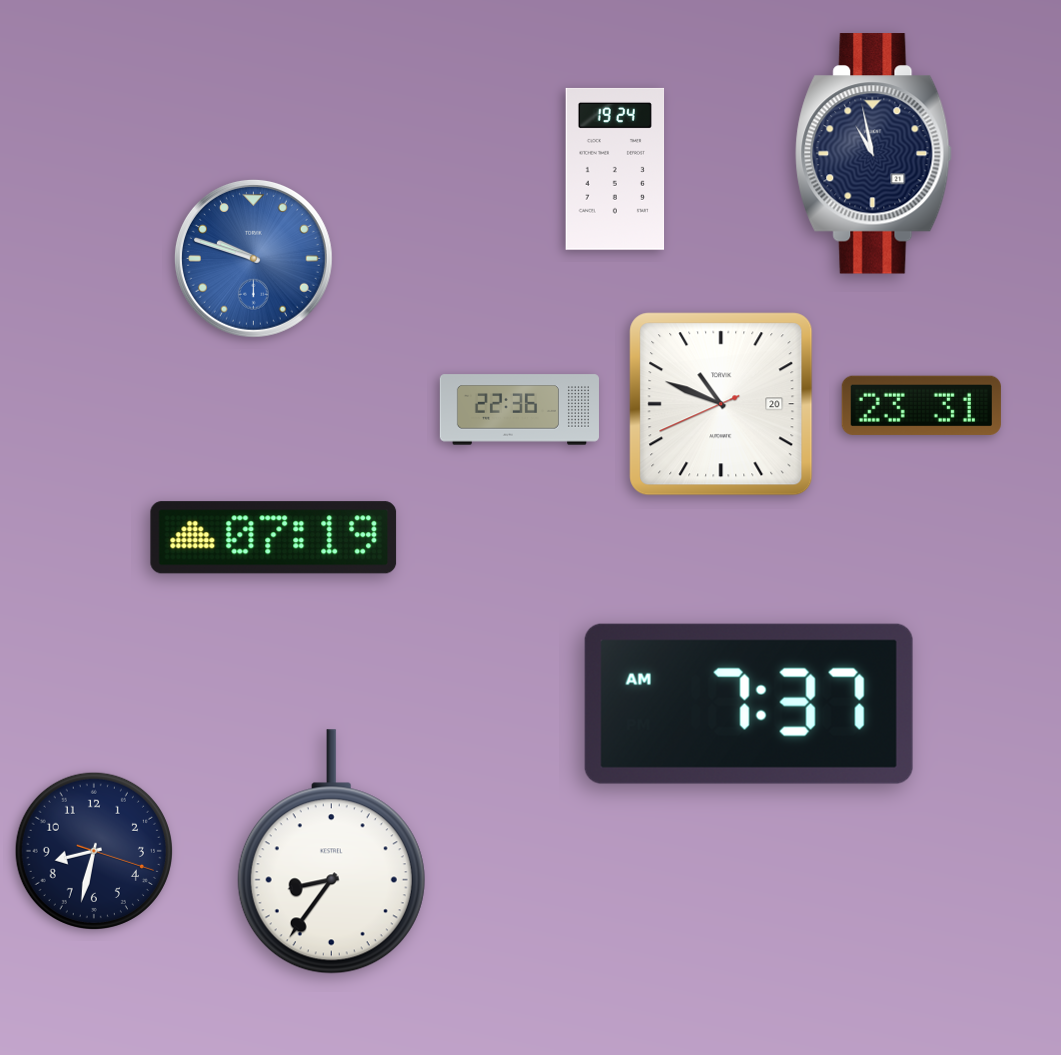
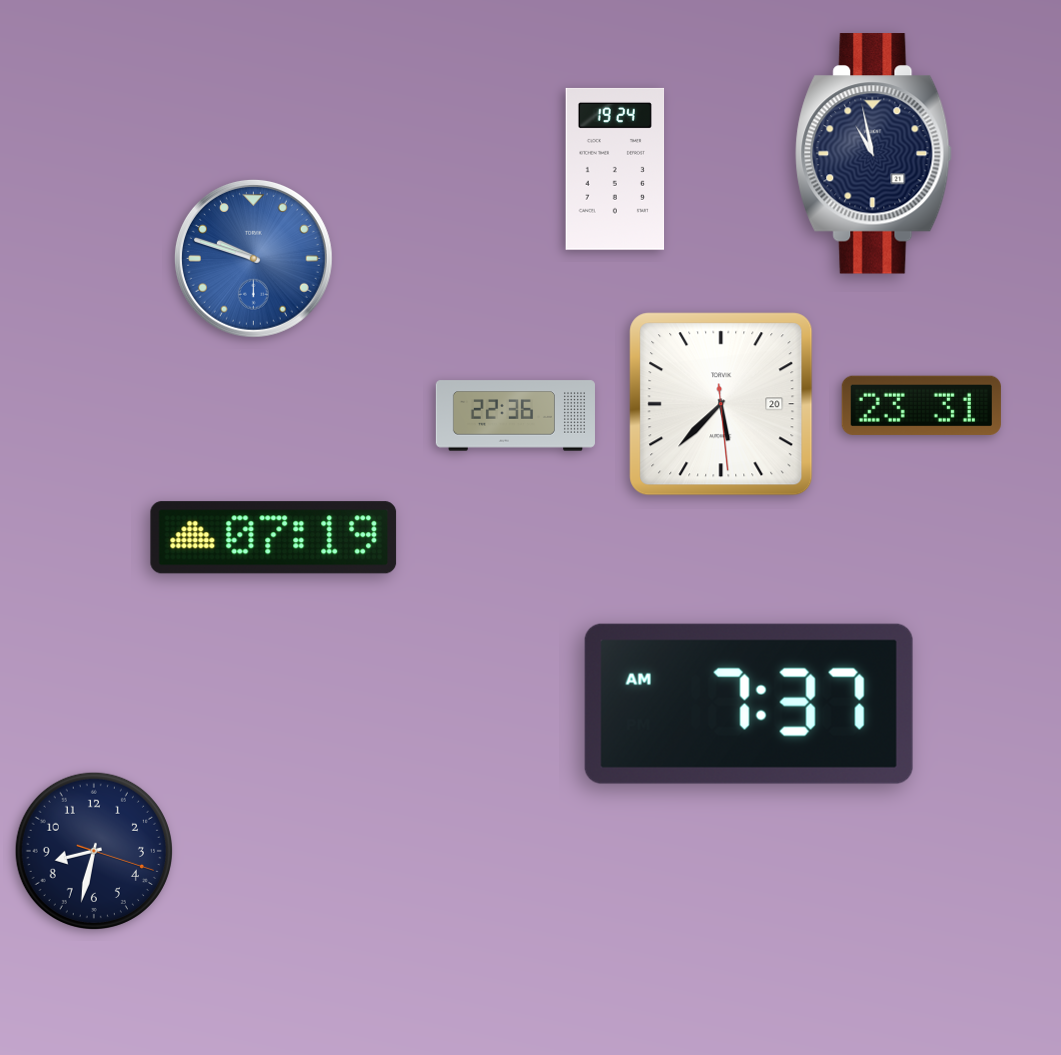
clock at (721, 404): 10:48 -> 5:37
clock at (519, 410) position: (519, 410) -> (515, 416)
clock at (331, 852): 8:36 -> none
